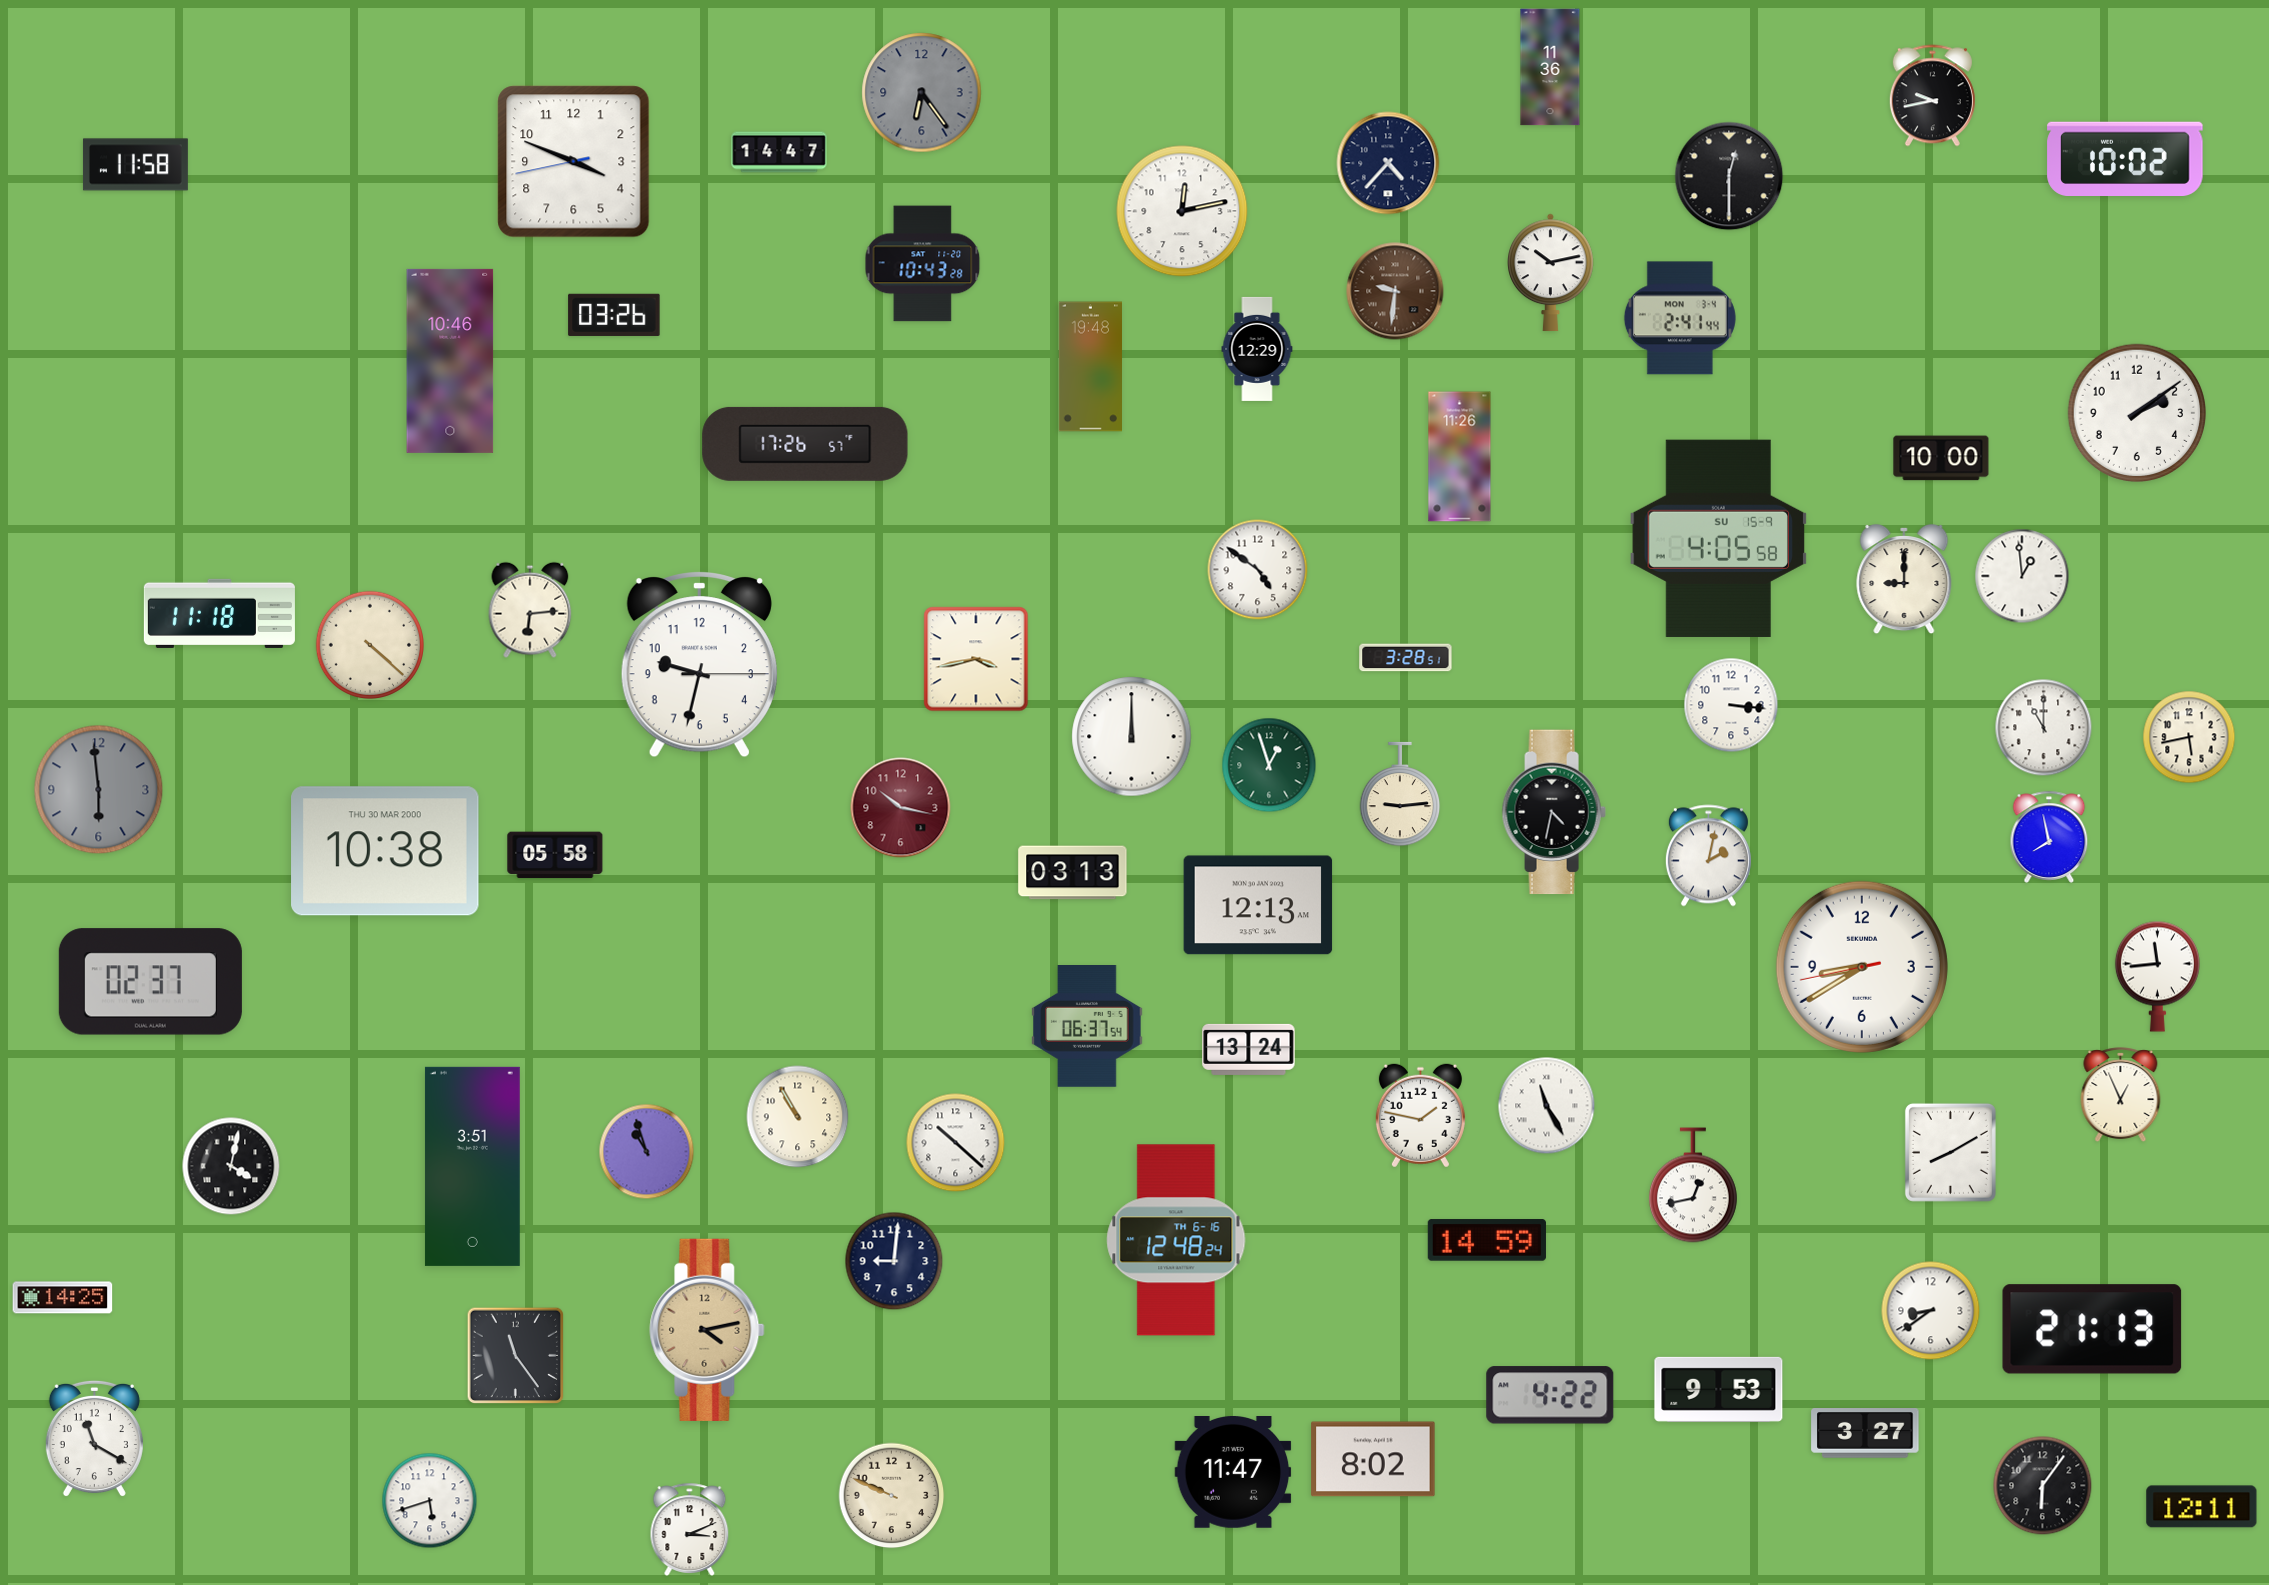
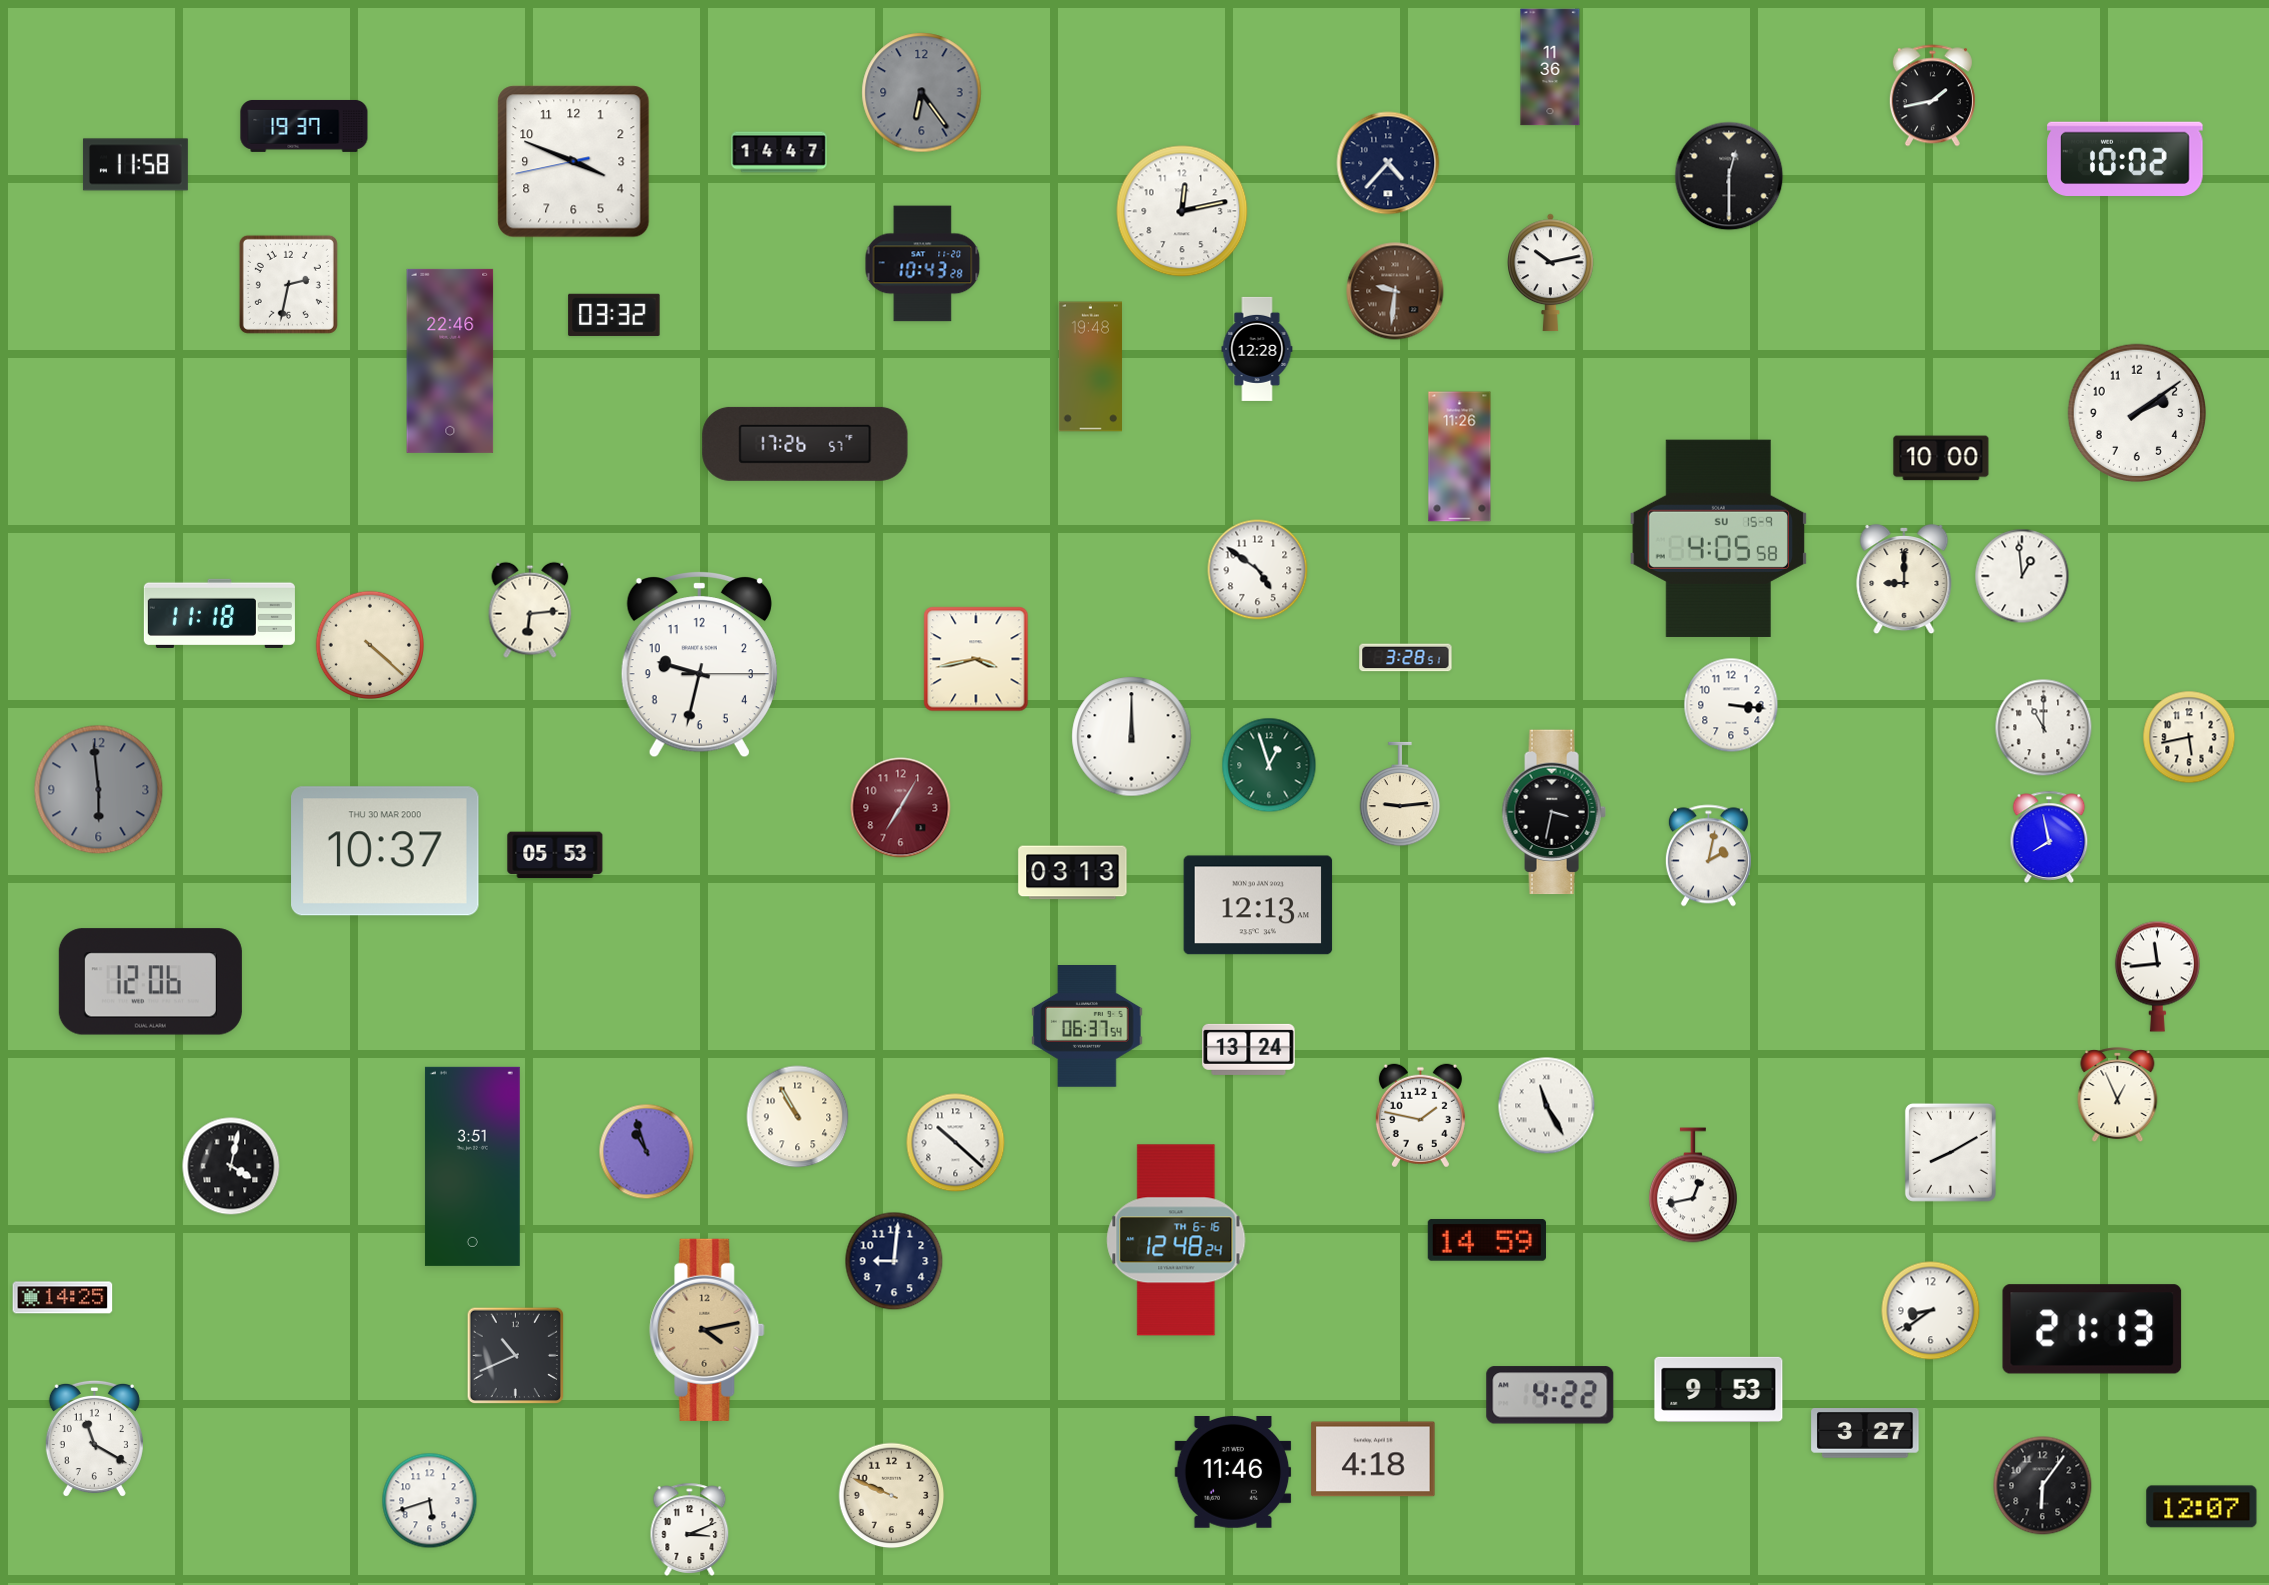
clock at (1932, 96): 9:43 -> 1:43
clock at (304, 126): none -> 19:37
clock at (288, 284): none -> 2:32
clock at (614, 315): 03:26 -> 03:32
clock at (1680, 318): 2:41 -> none
clock at (1257, 349): 12:29 -> 12:28
clock at (450, 361): 10:46 -> 22:46
clock at (901, 808): 10:17 -> 7:05
clock at (1554, 812): 4:32 -> 3:32
clock at (385, 851): 10:38 -> 10:37
clock at (555, 855): 05:58 -> 05:53
clock at (1862, 967): 8:39 -> none
clock at (150, 982): 02:37 -> 12:06
clock at (2121, 1095) position: (2121, 1095) -> (2118, 1095)
clock at (516, 1356): 11:24 -> 10:41
clock at (1373, 1459): 8:02 -> 4:18
clock at (1233, 1473): 11:47 -> 11:46
clock at (2202, 1507): 12:11 -> 12:07
